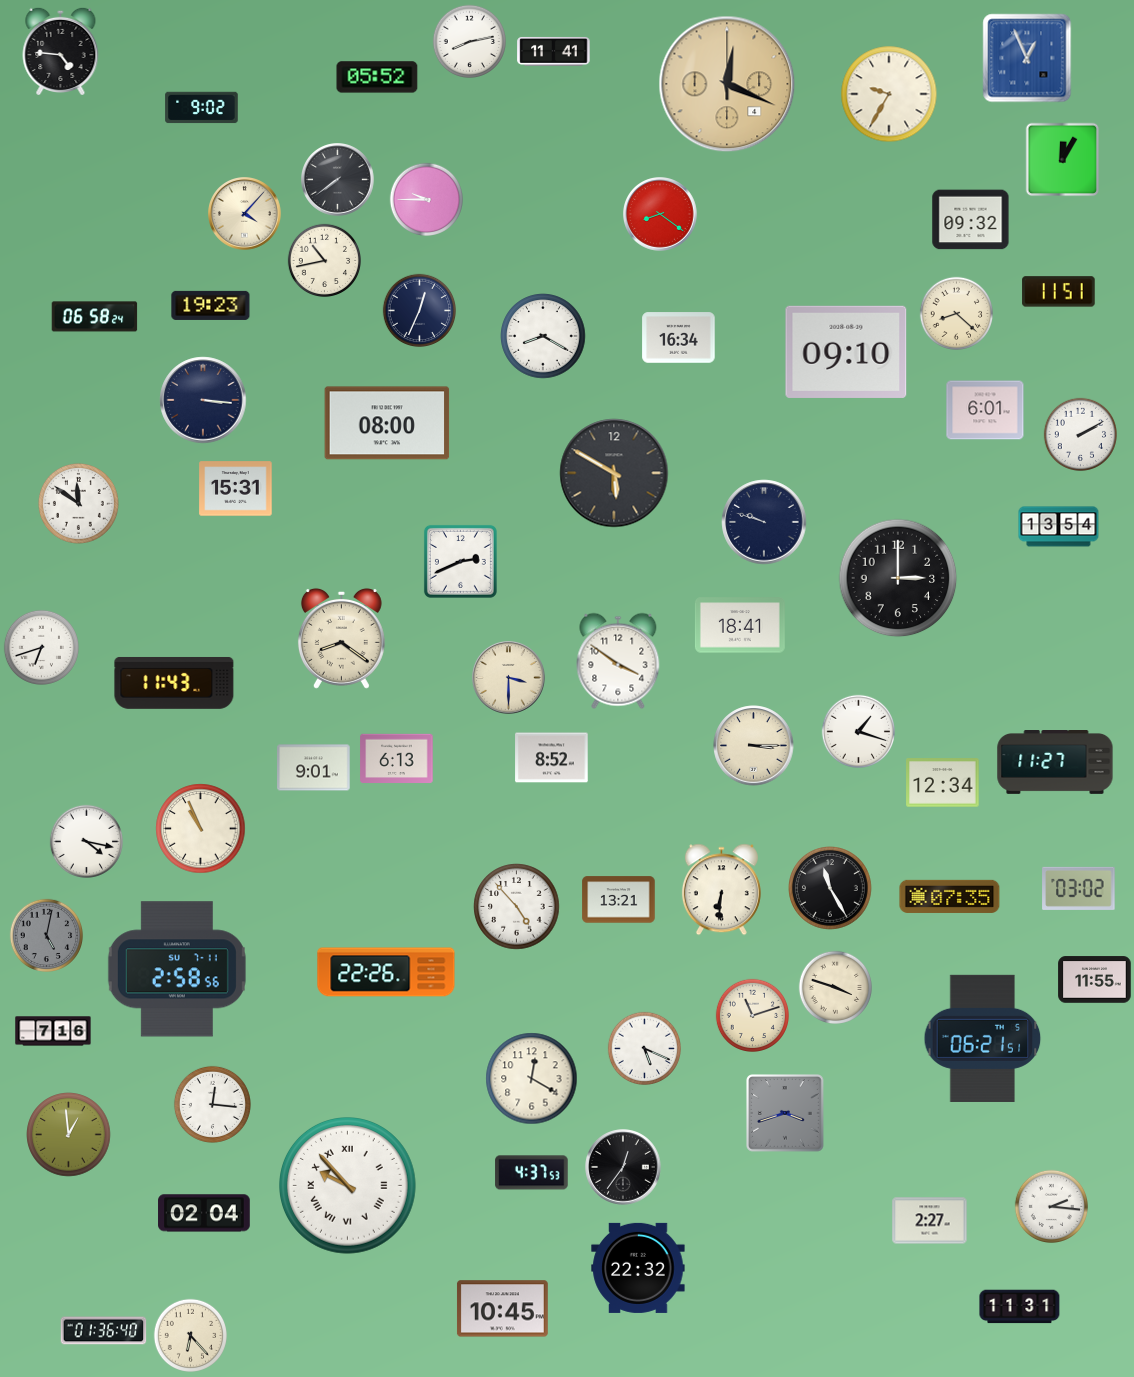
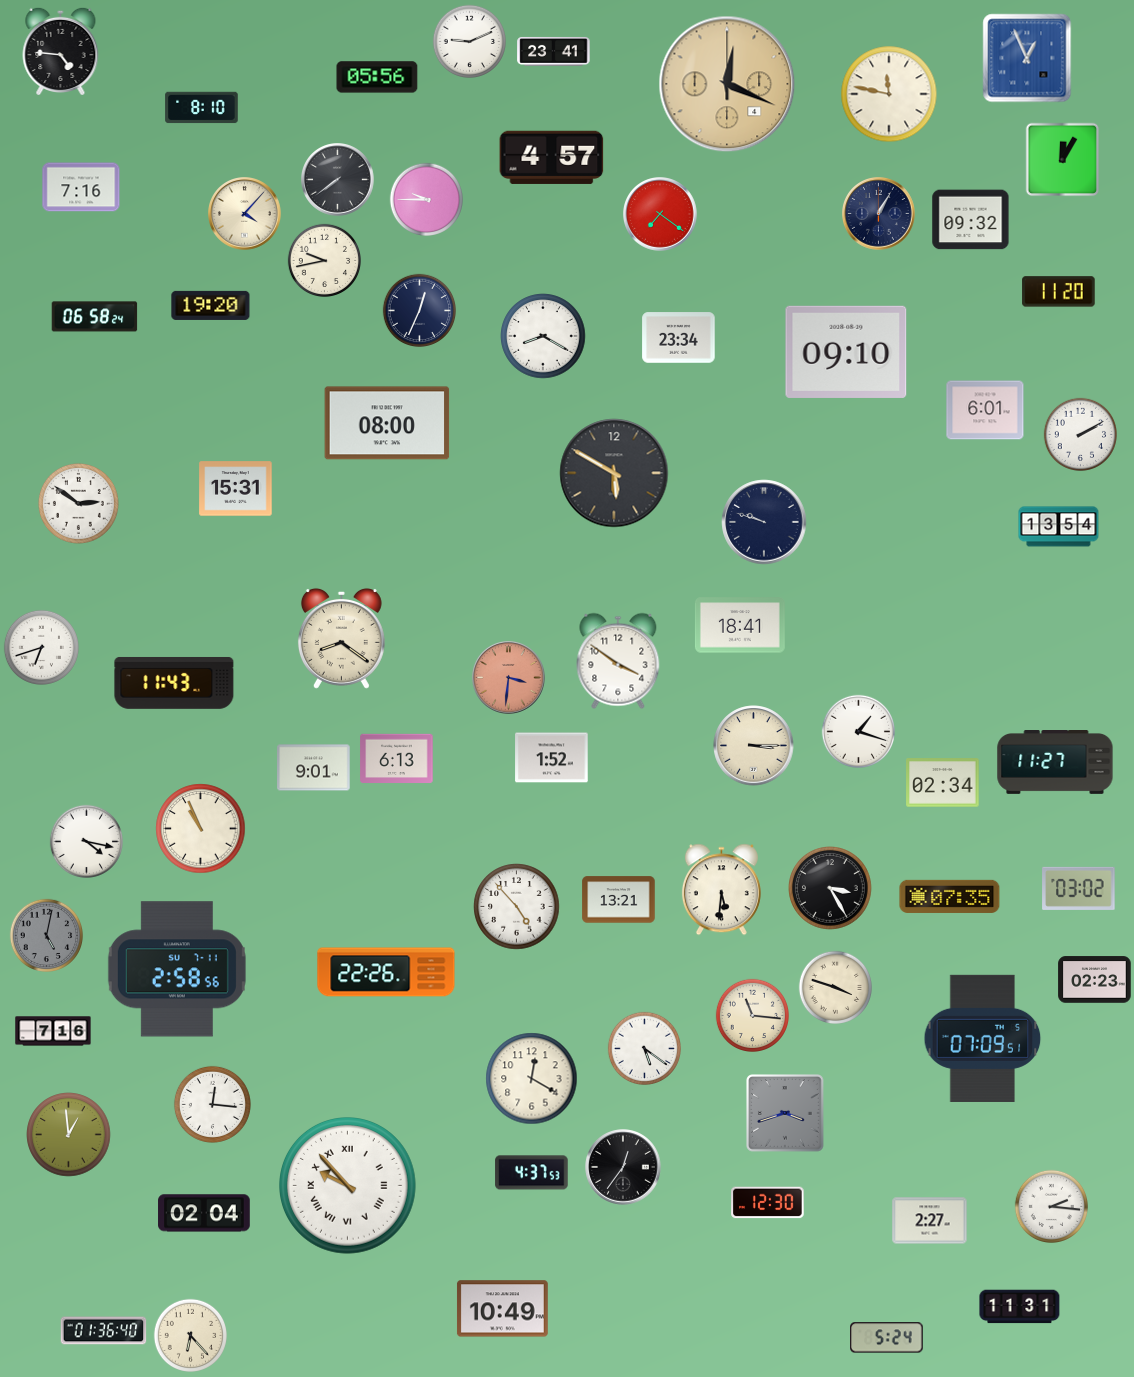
clock at (469, 41): 8:13 -> 9:11
clock at (554, 52): 11:41 -> 23:41
clock at (377, 77): 05:52 -> 05:56
clock at (889, 94): 9:35 -> 11:47
clock at (202, 108): 9:02 -> 8:10
clock at (552, 157): none -> 4:57
clock at (81, 187): none -> 7:16
clock at (879, 214): none -> 1:05
clock at (661, 215): 8:21 -> 7:21
clock at (324, 260): 10:43 -> 9:43
clock at (1059, 292): 11:51 -> 11:20
clock at (211, 305): 19:23 -> 19:20
clock at (956, 313): 8:22 -> none
clock at (679, 338): 16:34 -> 23:34
clock at (203, 400): 3:16 -> none
clock at (78, 503): 11:51 -> 2:51
clock at (460, 561): 2:41 -> none
clock at (898, 578): 3:00 -> none
clock at (509, 678): 3:30 -> 3:31
clock at (509, 678) dial: cream -> salmon
clock at (552, 758): 8:52 -> 1:52
clock at (943, 783): 12:34 -> 02:34
clock at (831, 889): 11:25 -> 3:25
clock at (721, 890): 6:31 -> 5:31
clock at (1095, 980): 11:55 -> 02:23
clock at (752, 1015): 11:12 -> 11:16
clock at (983, 1038): 06:21 -> 07:09
clock at (644, 1048): 5:19 -> 5:21
clock at (768, 1203): none -> 12:30
clock at (638, 1268): 22:32 -> none
clock at (502, 1309): 10:45 -> 10:49
clock at (887, 1338): none -> 5:24
